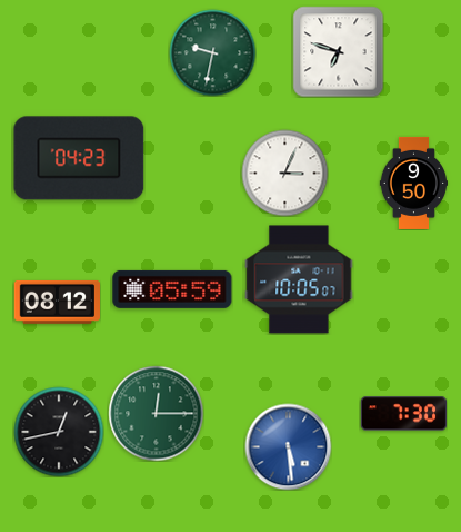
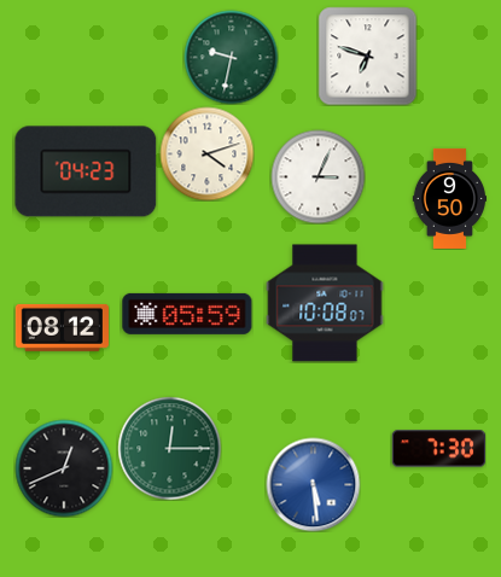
clock at (206, 153): none -> 4:12
clock at (284, 173) position: (284, 173) -> (318, 176)
clock at (299, 279): 10:05 -> 10:08
clock at (59, 432): 12:43 -> 12:41
